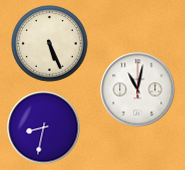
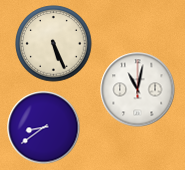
clock at (50, 44) position: (50, 44) -> (54, 44)
clock at (44, 128): 8:32 -> 8:39
